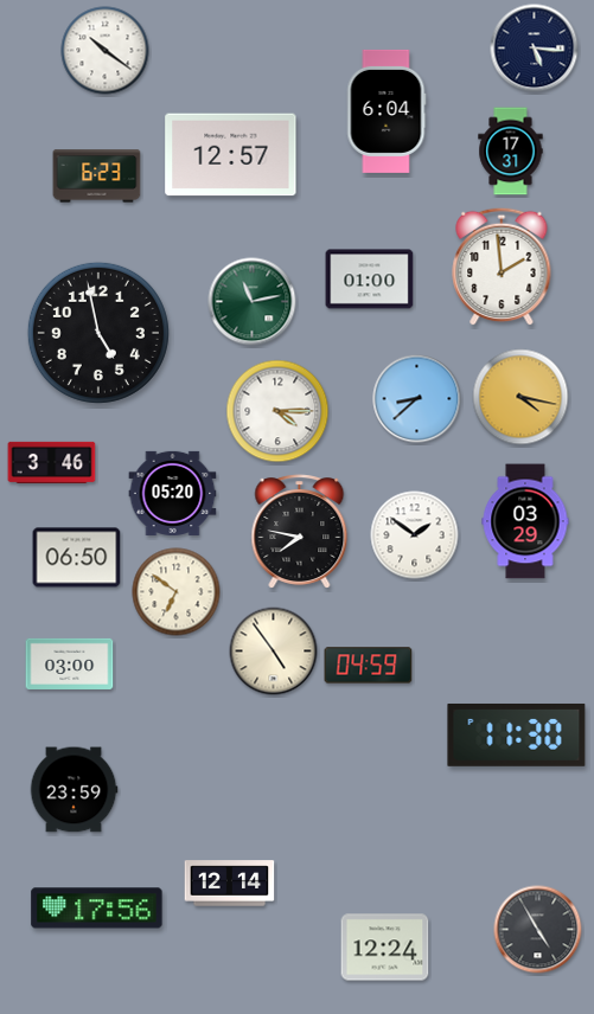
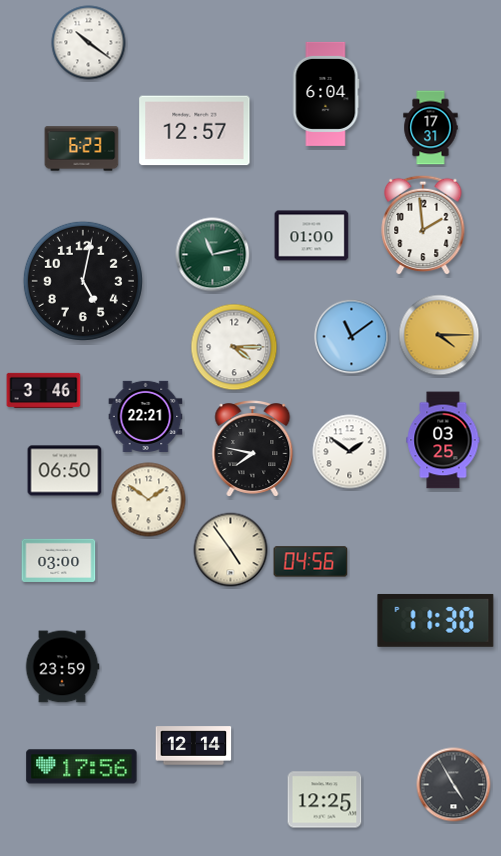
clock at (535, 49): 5:16 -> none
clock at (98, 333): 4:58 -> 5:02
clock at (520, 397): 4:17 -> 4:15
clock at (417, 399): 8:38 -> 11:09
clock at (173, 493): 05:20 -> 22:21
clock at (525, 521): 03:29 -> 03:25
clock at (177, 592): 6:51 -> 1:51
clock at (369, 666): 04:59 -> 04:56
clock at (385, 948): 12:24 -> 12:25
